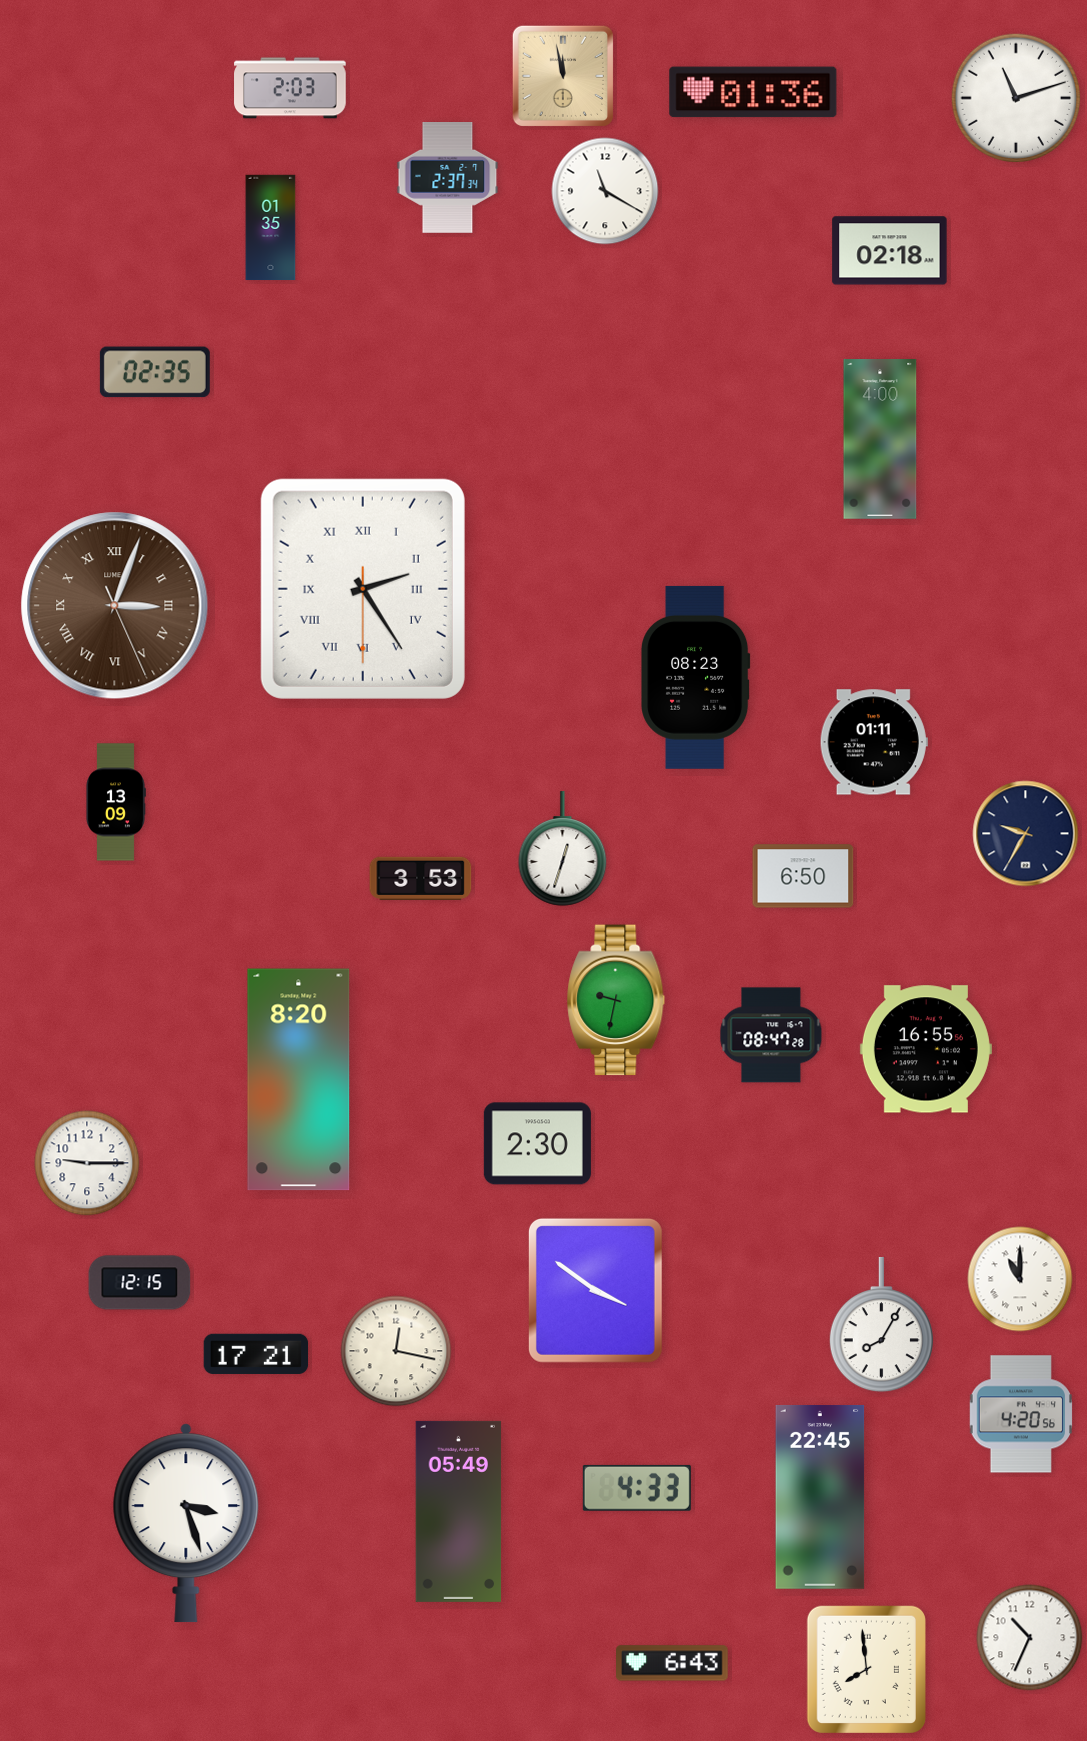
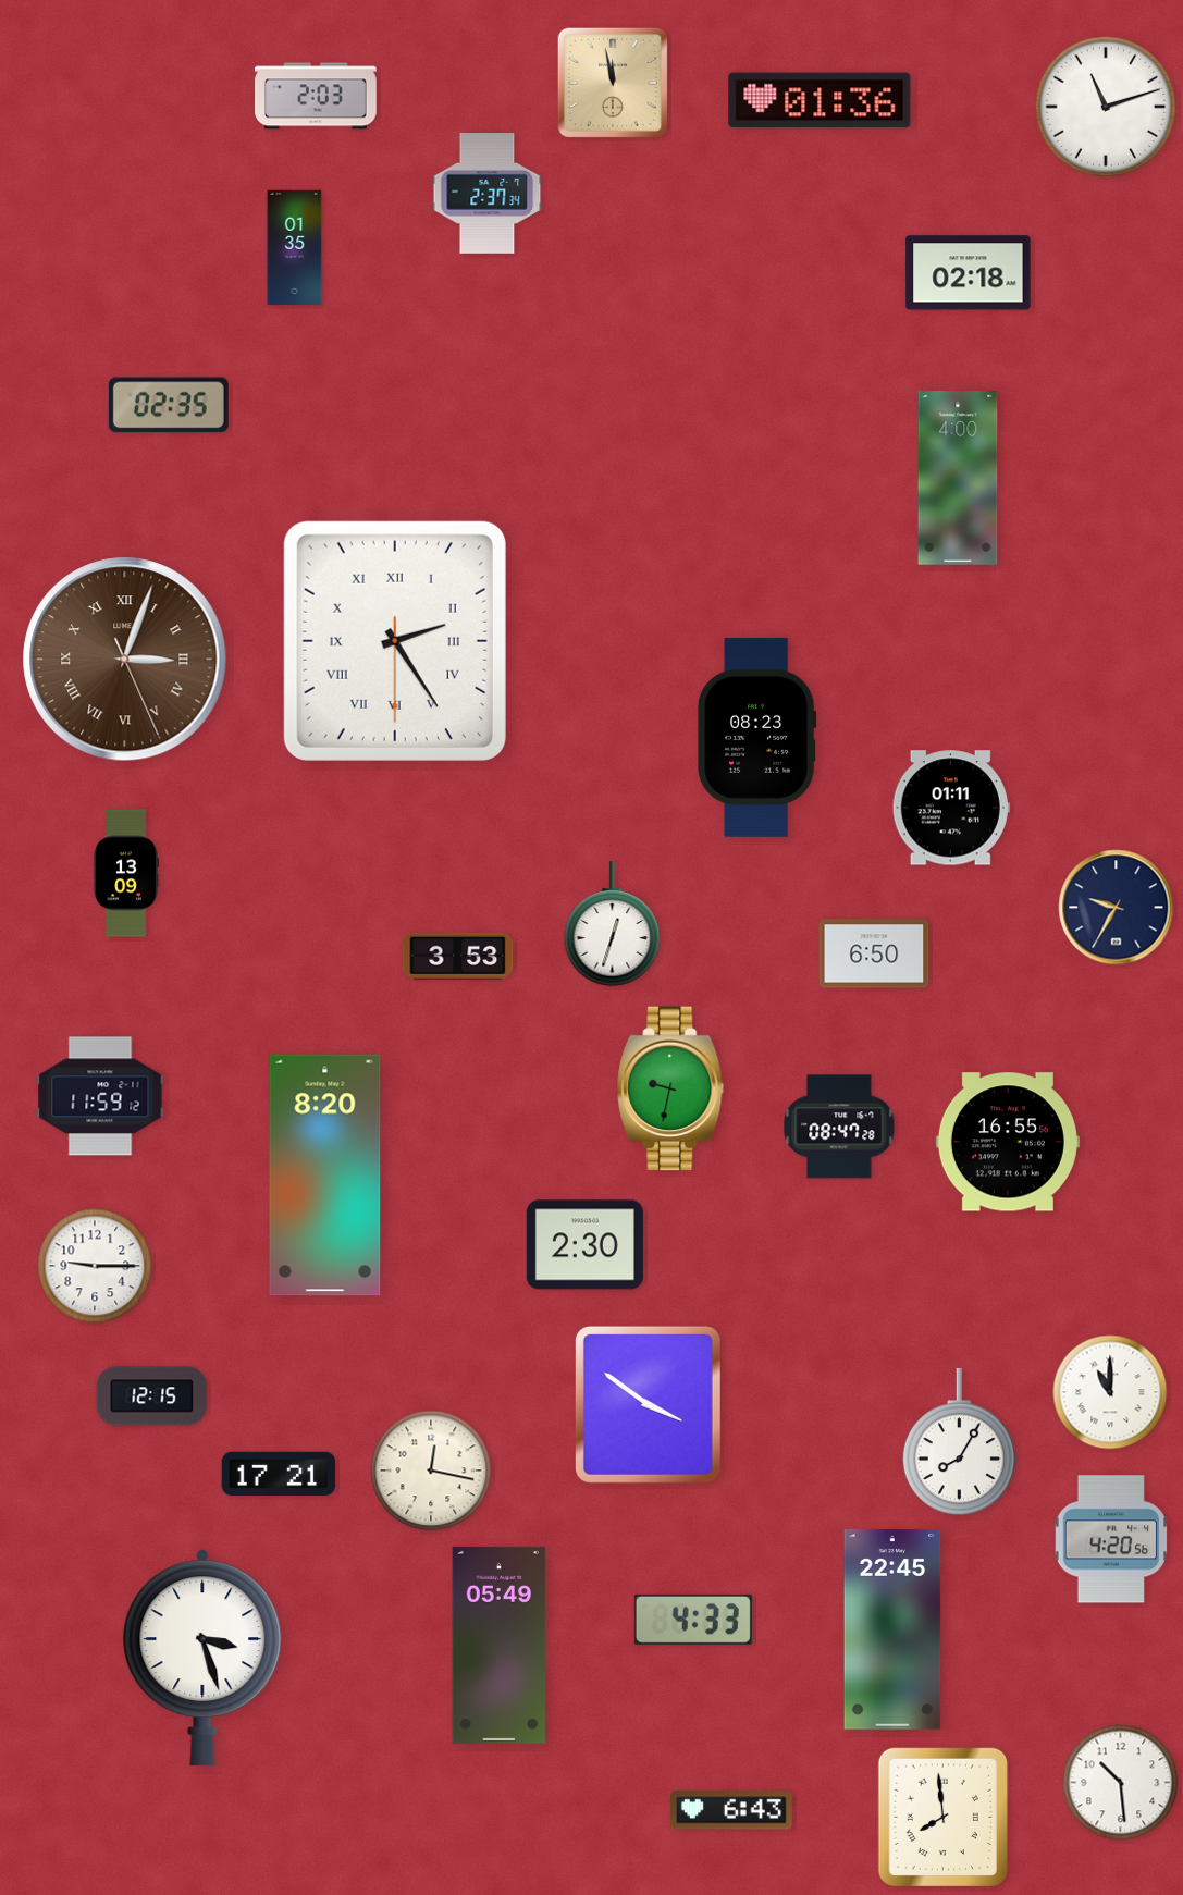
clock at (605, 191): 11:20 -> none
clock at (100, 1096): none -> 11:59
clock at (1030, 1638): 10:34 -> 10:29
